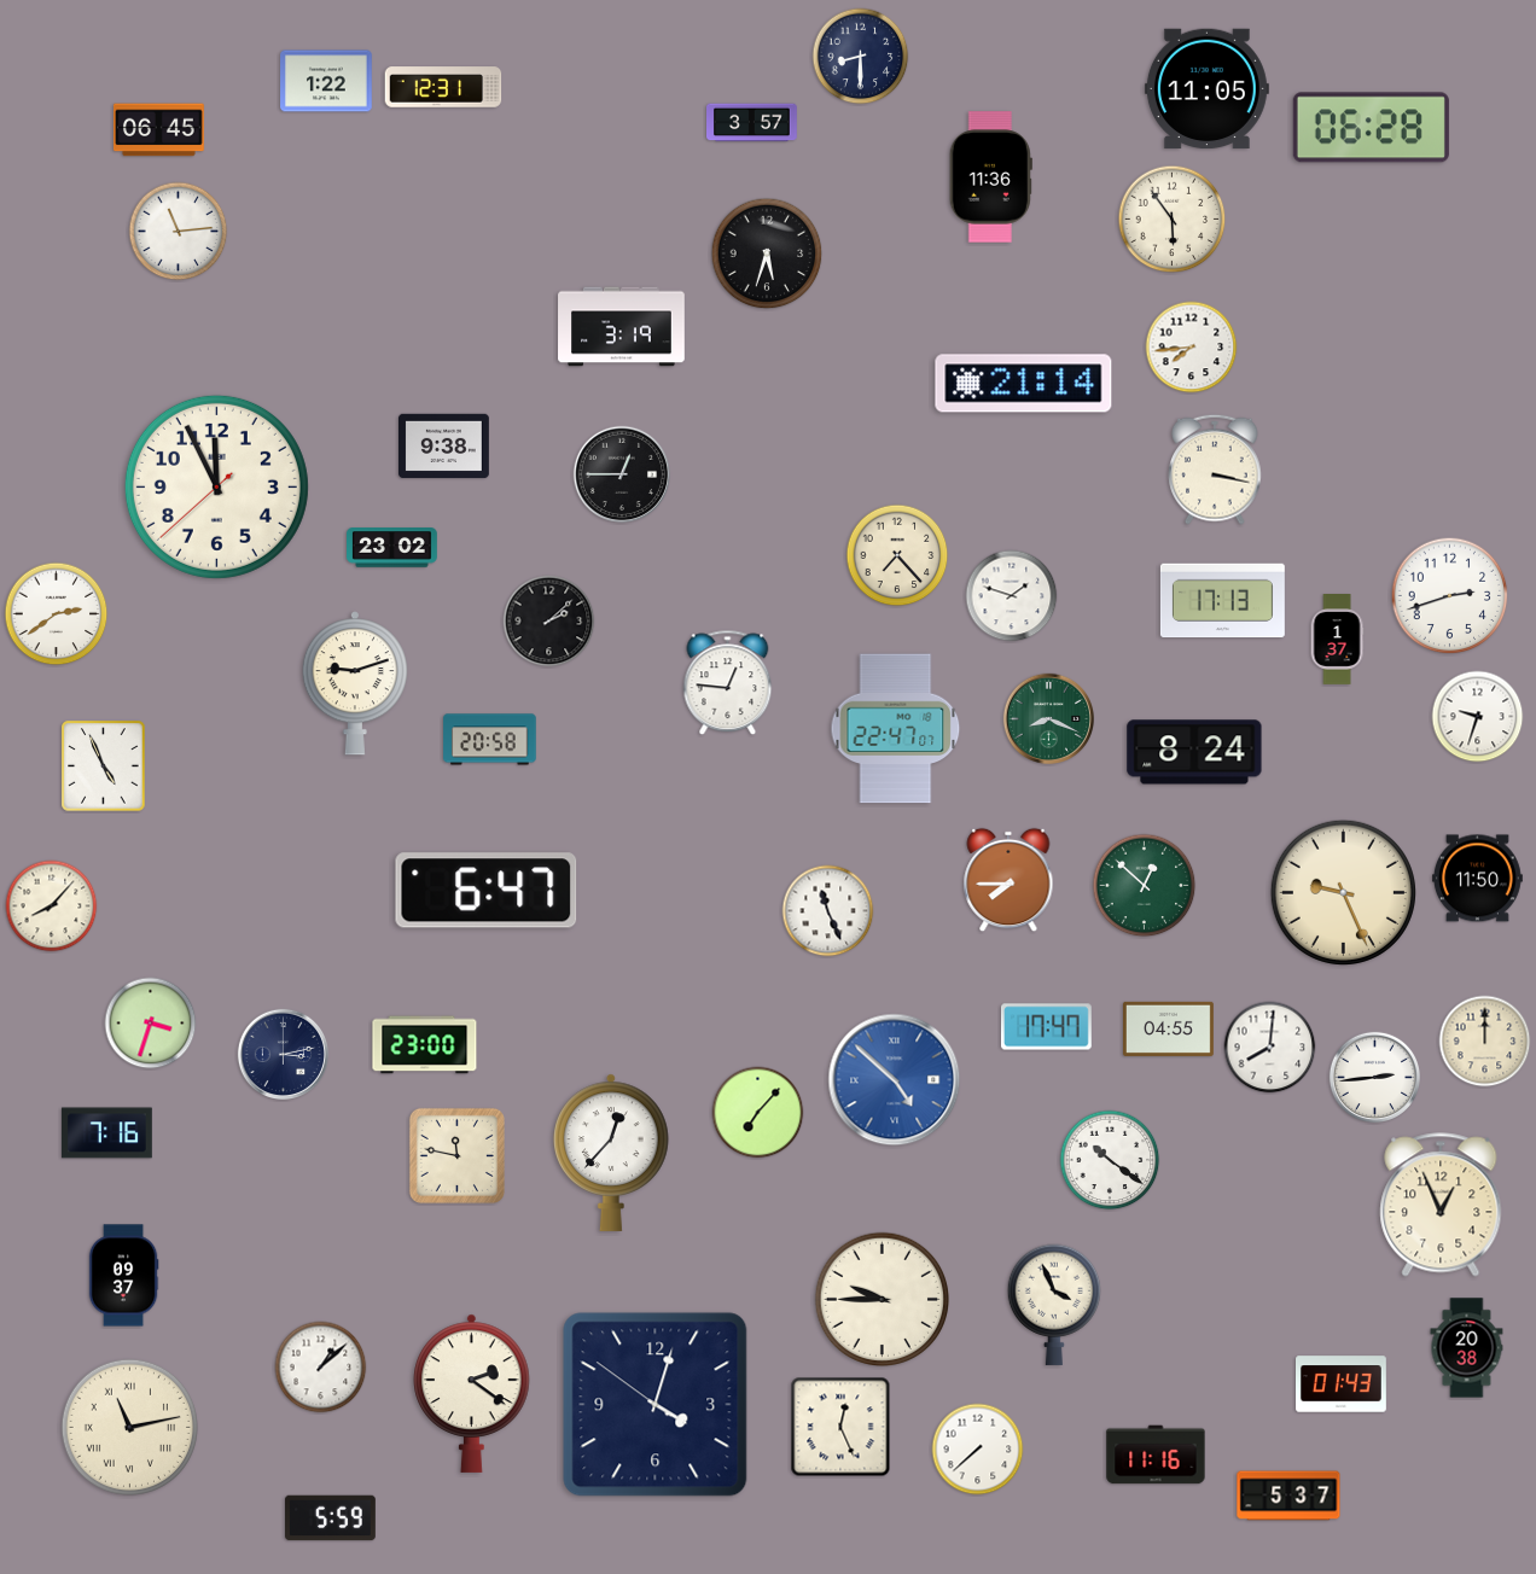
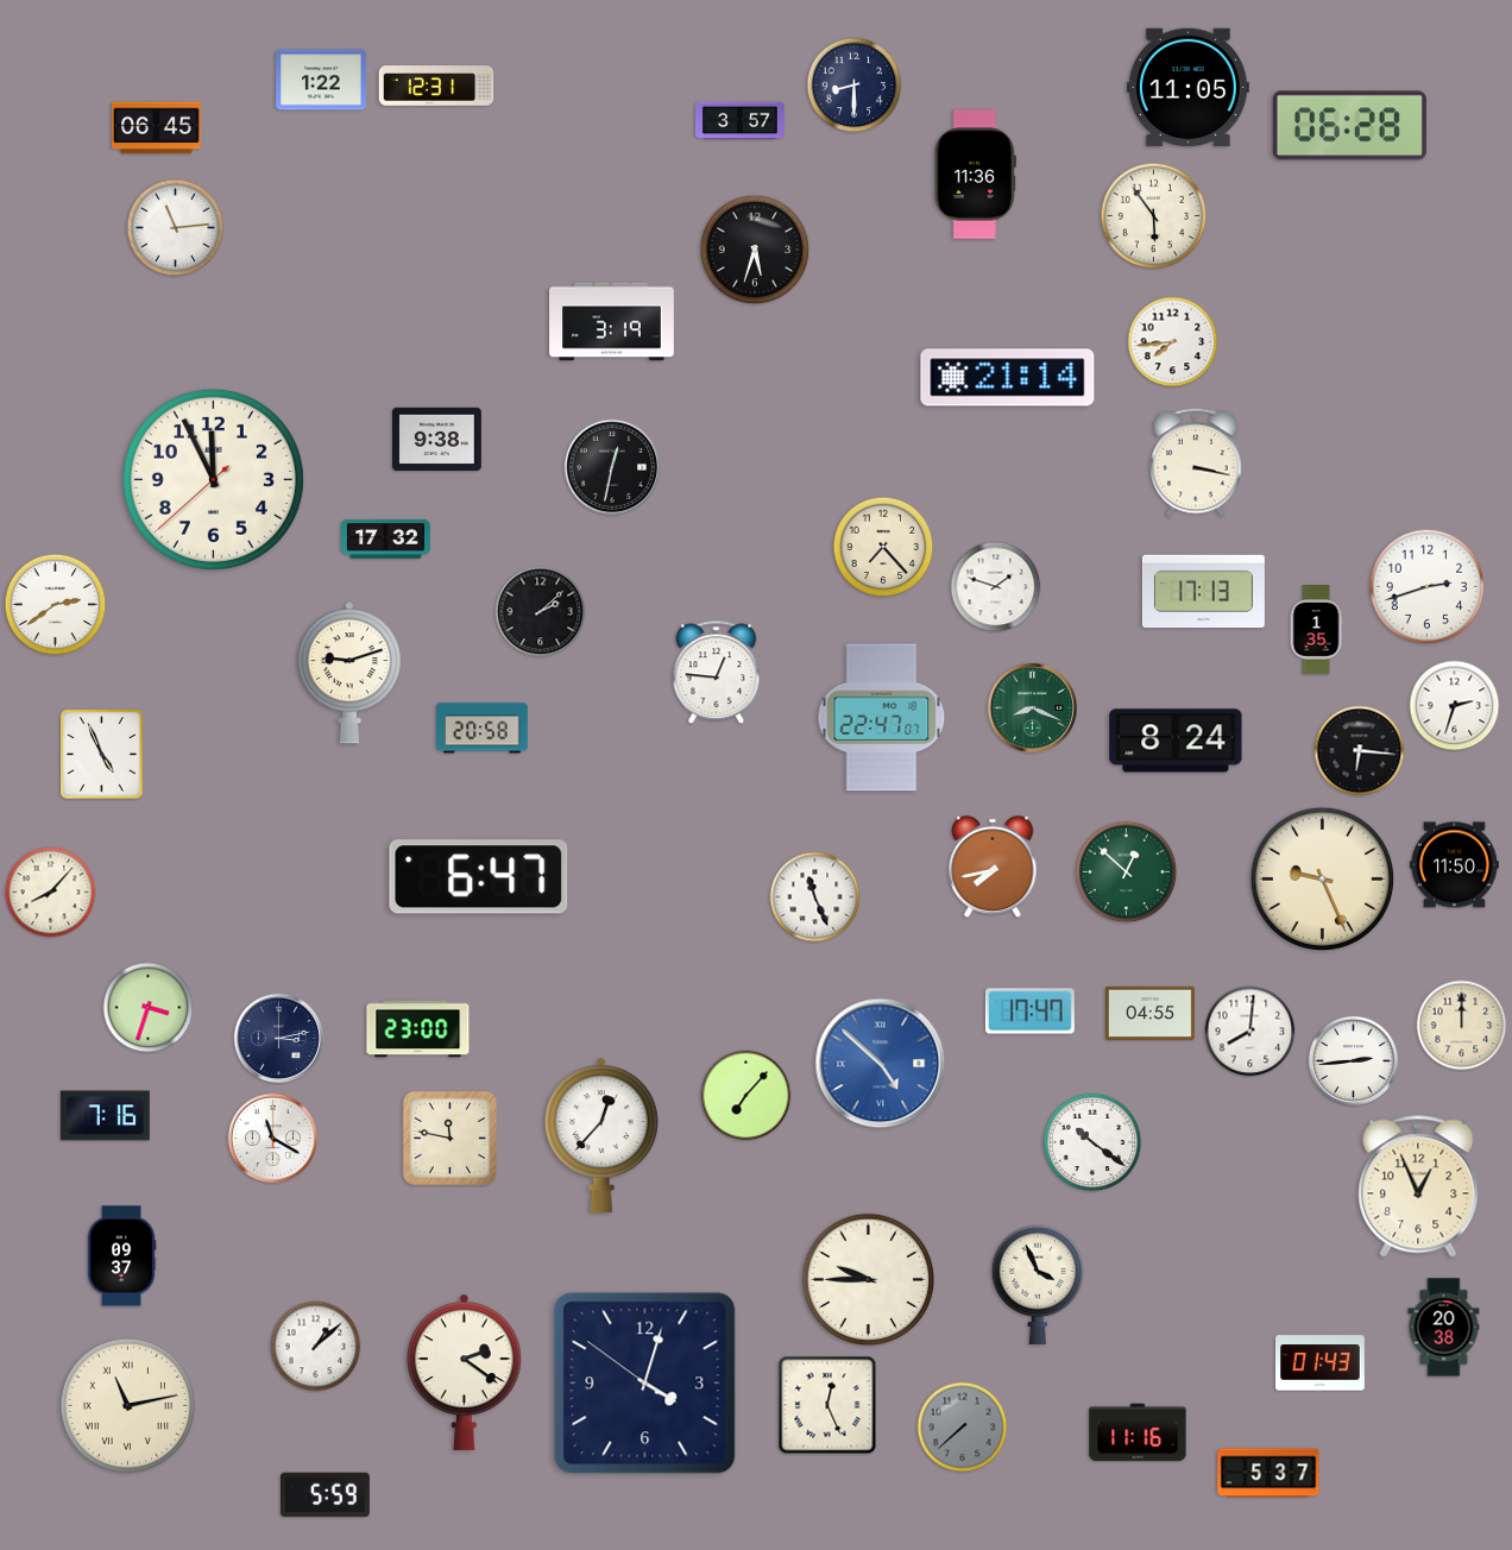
clock at (861, 57) position: (861, 57) -> (855, 86)
clock at (622, 474): 12:45 -> 12:32
clock at (392, 548): 23:02 -> 17:32
clock at (1337, 640): 1:37 -> 1:35
clock at (1478, 717): 9:33 -> 2:33
clock at (1360, 751): none -> 6:16
clock at (1008, 880): 7:45 -> 7:43
clock at (272, 1138): none -> 11:20
clock at (978, 1450) dial: white -> grey
